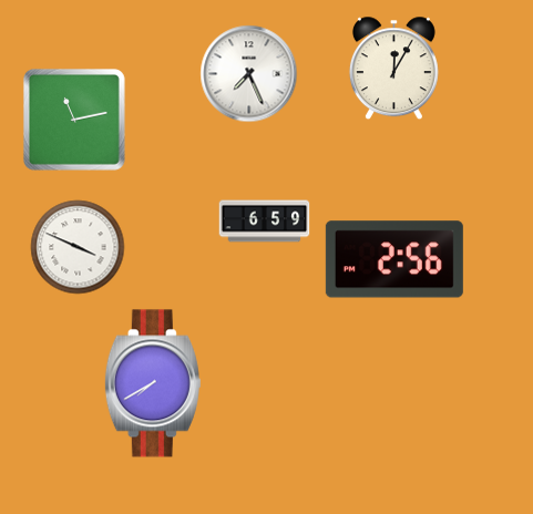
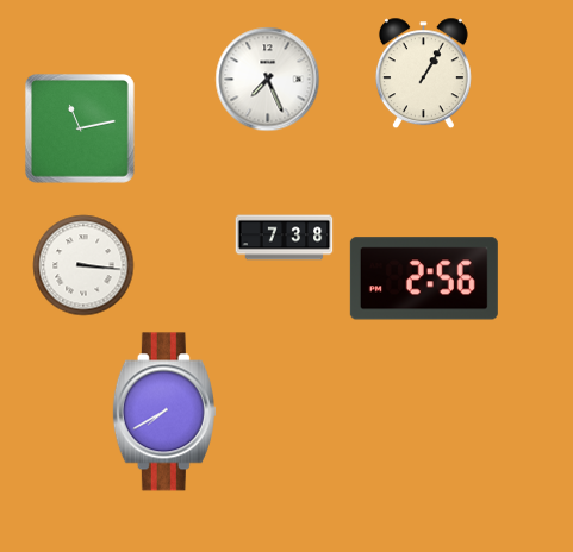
clock at (393, 69): 12:05 -> 1:05
clock at (265, 222): 6:59 -> 7:38
clock at (78, 247): 3:49 -> 3:16
